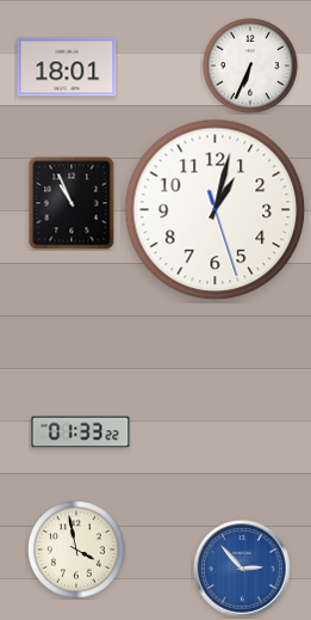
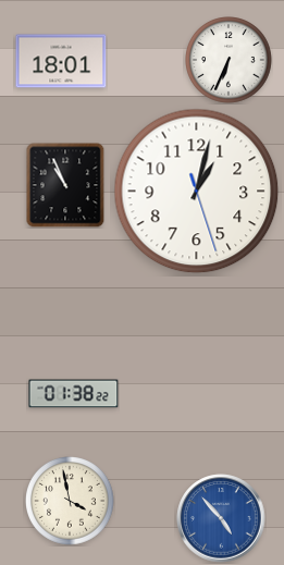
clock at (81, 432): 01:33 -> 01:38
clock at (242, 569): 2:53 -> 4:53
